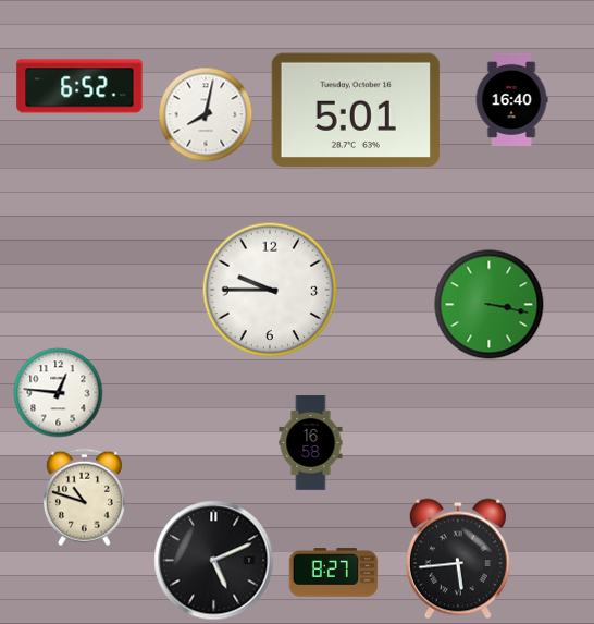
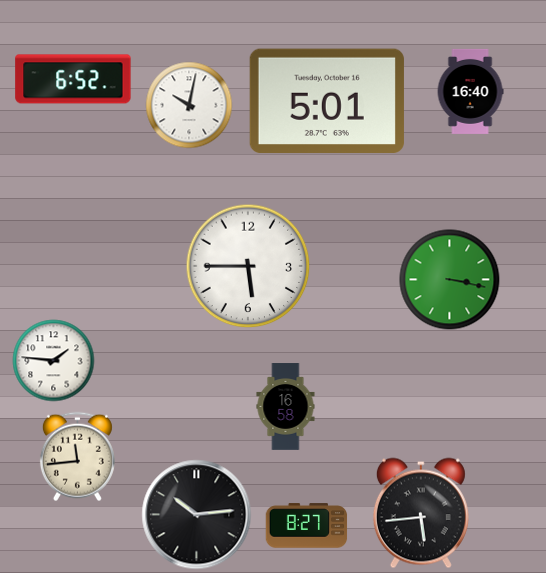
clock at (206, 114): 8:02 -> 10:02
clock at (270, 290): 9:45 -> 5:45
clock at (59, 393): 12:46 -> 1:46
clock at (84, 498): 10:48 -> 11:44
clock at (214, 561): 5:11 -> 10:14
